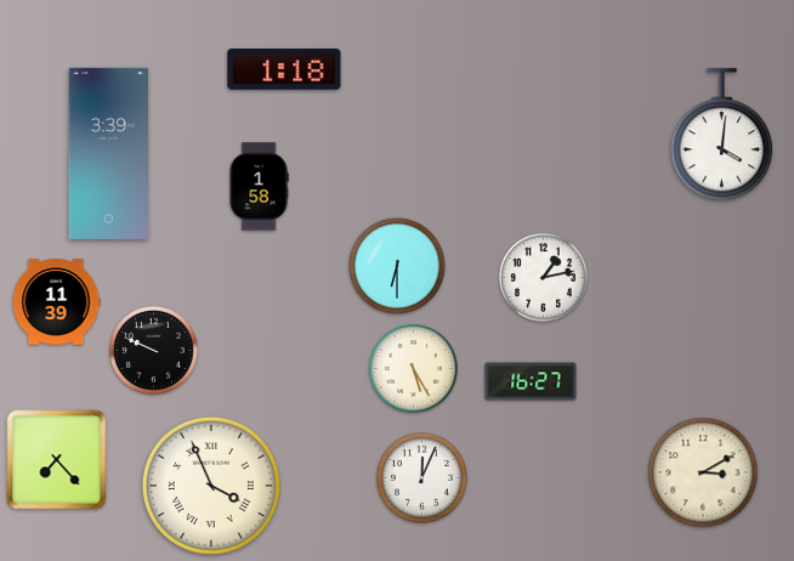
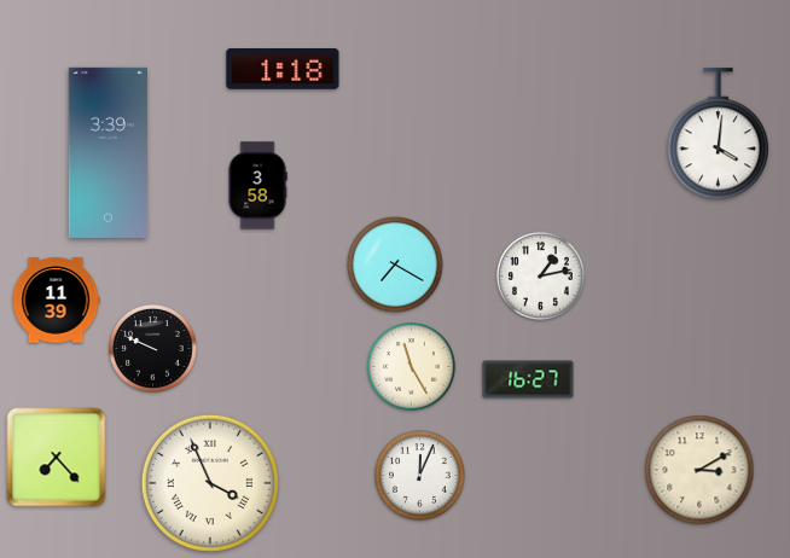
clock at (259, 187): 1:58 -> 3:58
clock at (397, 266): 6:30 -> 7:20
clock at (414, 369): 5:25 -> 11:25
